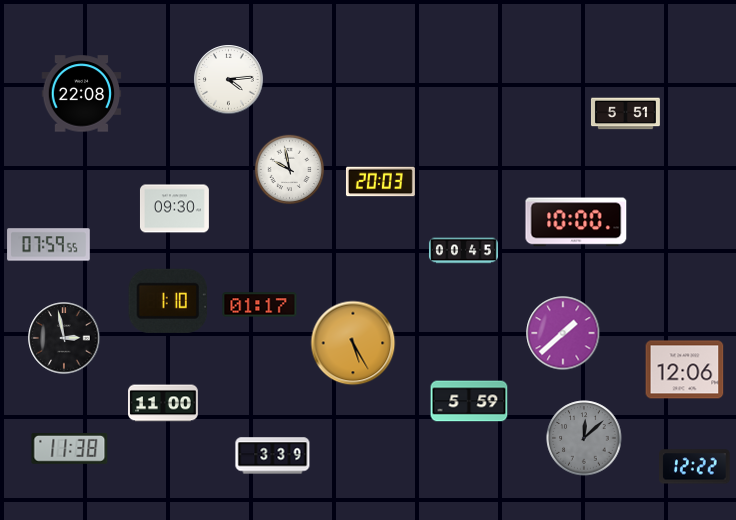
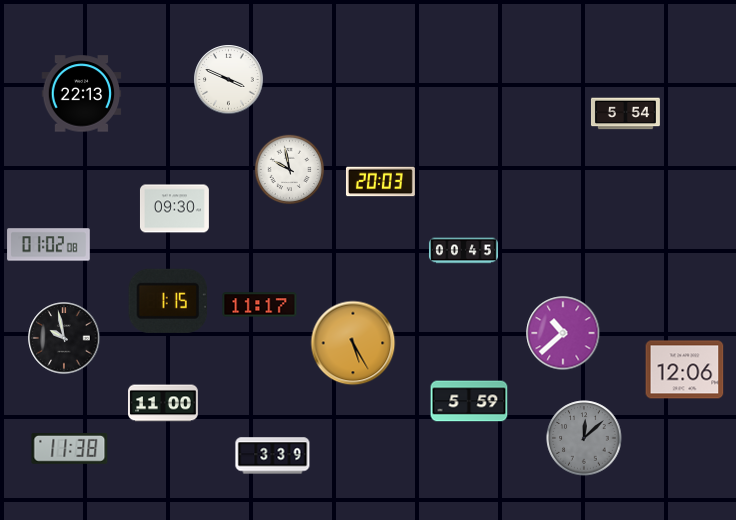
clock at (229, 80): 4:14 -> 3:49
clock at (82, 94): 22:08 -> 22:13
clock at (625, 114): 5:51 -> 5:54
clock at (576, 222): 10:00 -> none
clock at (49, 245): 07:59 -> 01:02
clock at (168, 301): 1:10 -> 1:15
clock at (260, 305): 01:17 -> 11:17
clock at (563, 333): 1:38 -> 10:38
clock at (64, 338): 2:58 -> 9:58
clock at (695, 467): 12:22 -> none
